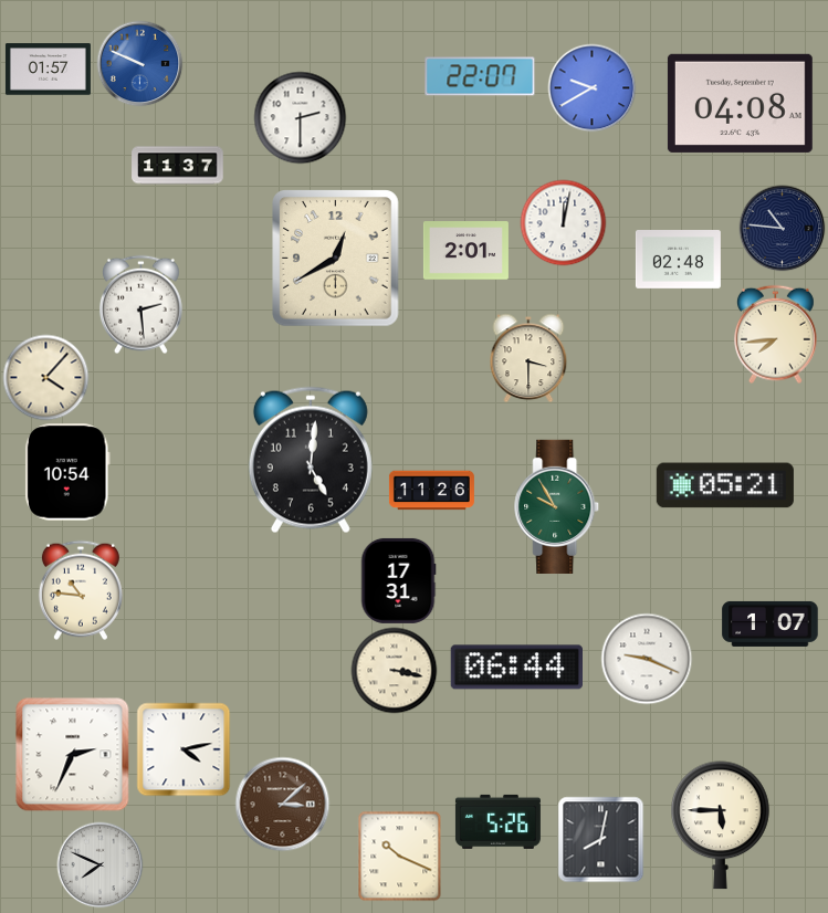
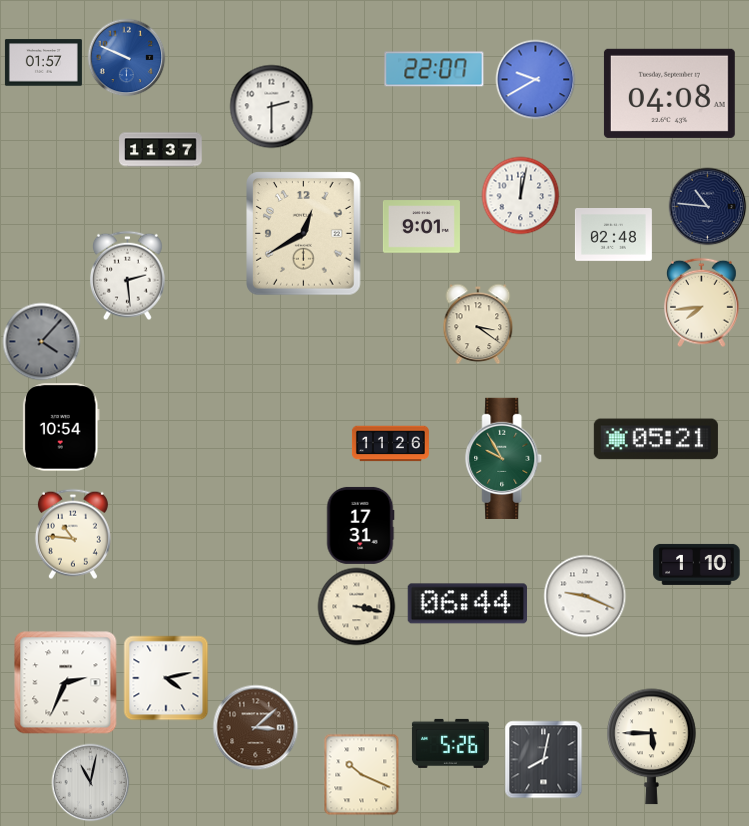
clock at (563, 222) position: (563, 222) -> (520, 195)
clock at (465, 251): 2:01 -> 9:01
clock at (528, 358): 3:30 -> 3:21
clock at (45, 377) dial: cream -> grey
clock at (311, 460): 5:01 -> none
clock at (771, 623): 1:07 -> 1:10
clock at (99, 864): 7:49 -> 11:02
